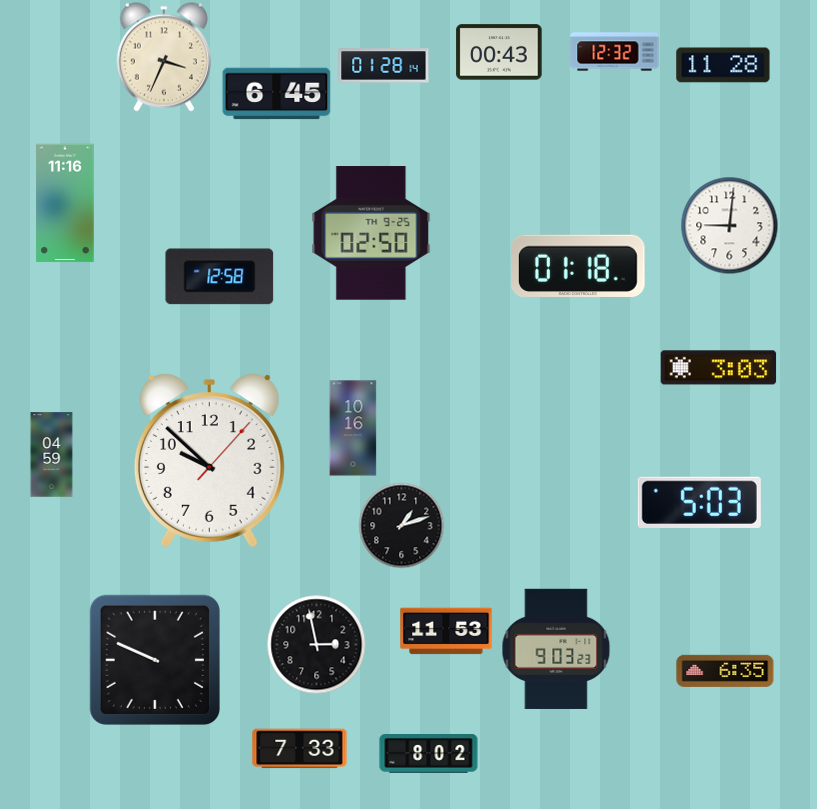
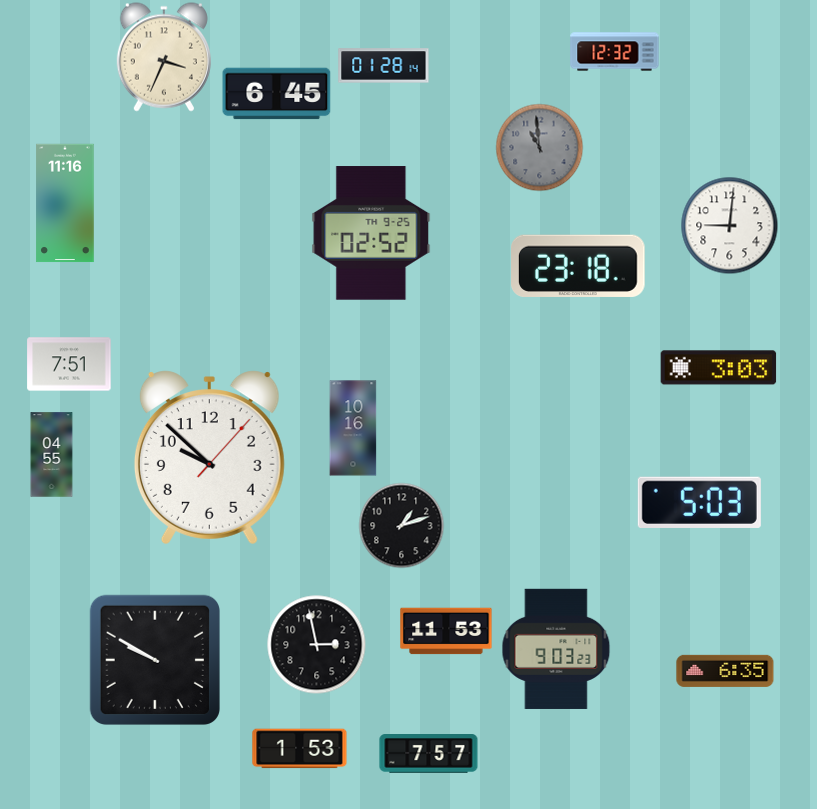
clock at (499, 52): 00:43 -> none
clock at (723, 65): 11:28 -> none
clock at (539, 147): none -> 10:59
clock at (371, 233): 02:50 -> 02:52
clock at (579, 265): 01:18 -> 23:18
clock at (220, 277): 12:58 -> none
clock at (69, 364): none -> 7:51
clock at (52, 455): 04:59 -> 04:55
clock at (209, 461) position: (209, 461) -> (209, 458)
clock at (154, 660): 9:49 -> 9:50
clock at (300, 749): 7:33 -> 1:53
clock at (429, 754): 8:02 -> 7:57
